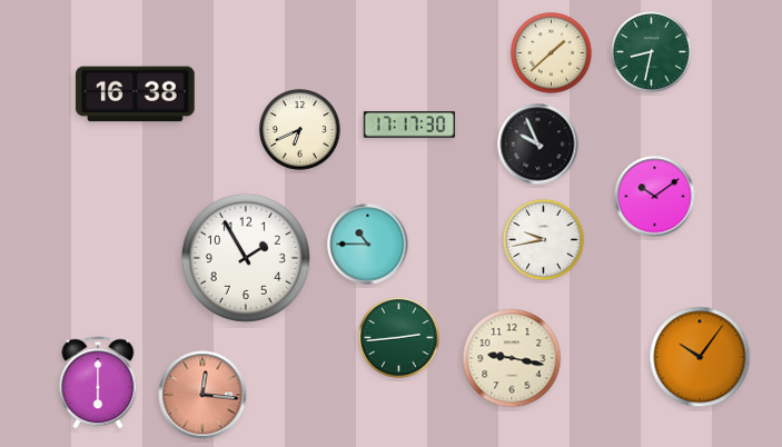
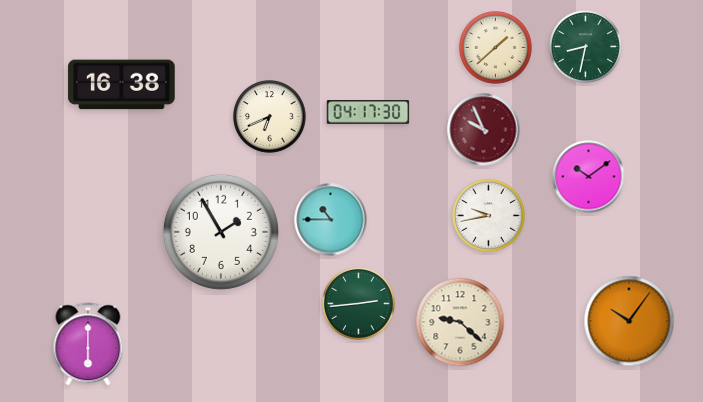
clock at (409, 125): 17:17 -> 04:17
clock at (538, 145) dial: black -> burgundy
clock at (512, 358): 9:17 -> 9:22
clock at (202, 395): 12:16 -> none
